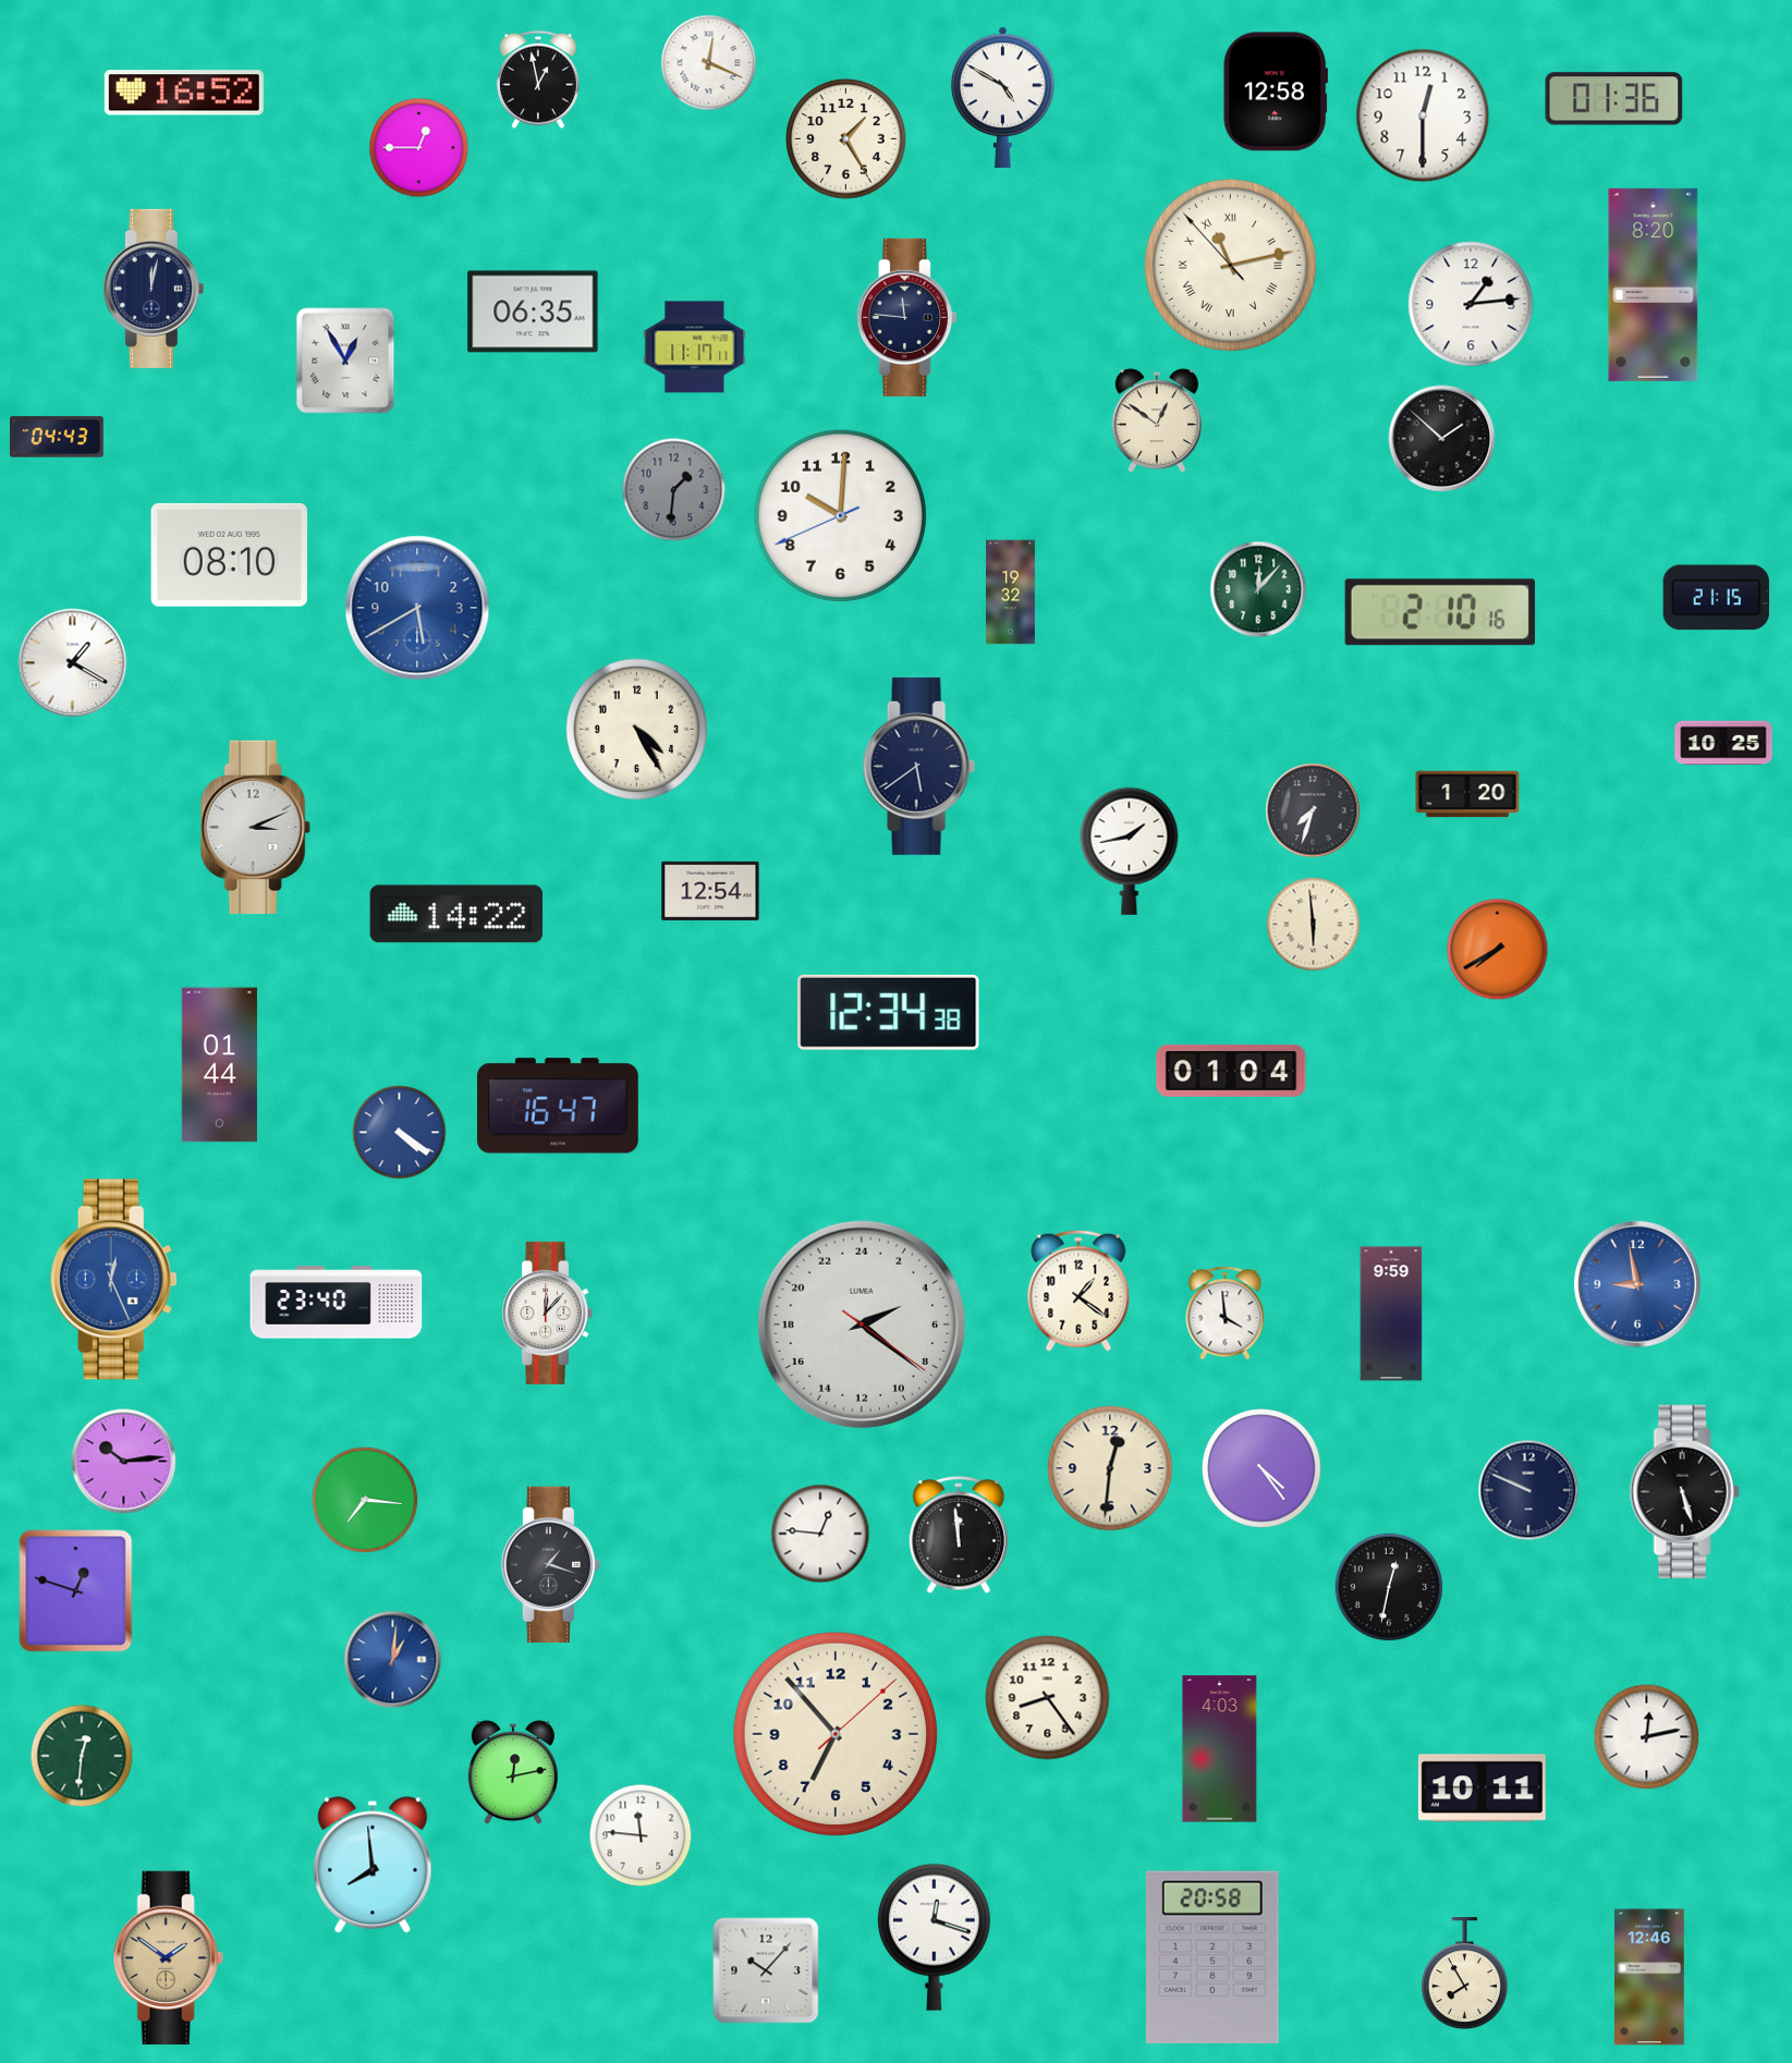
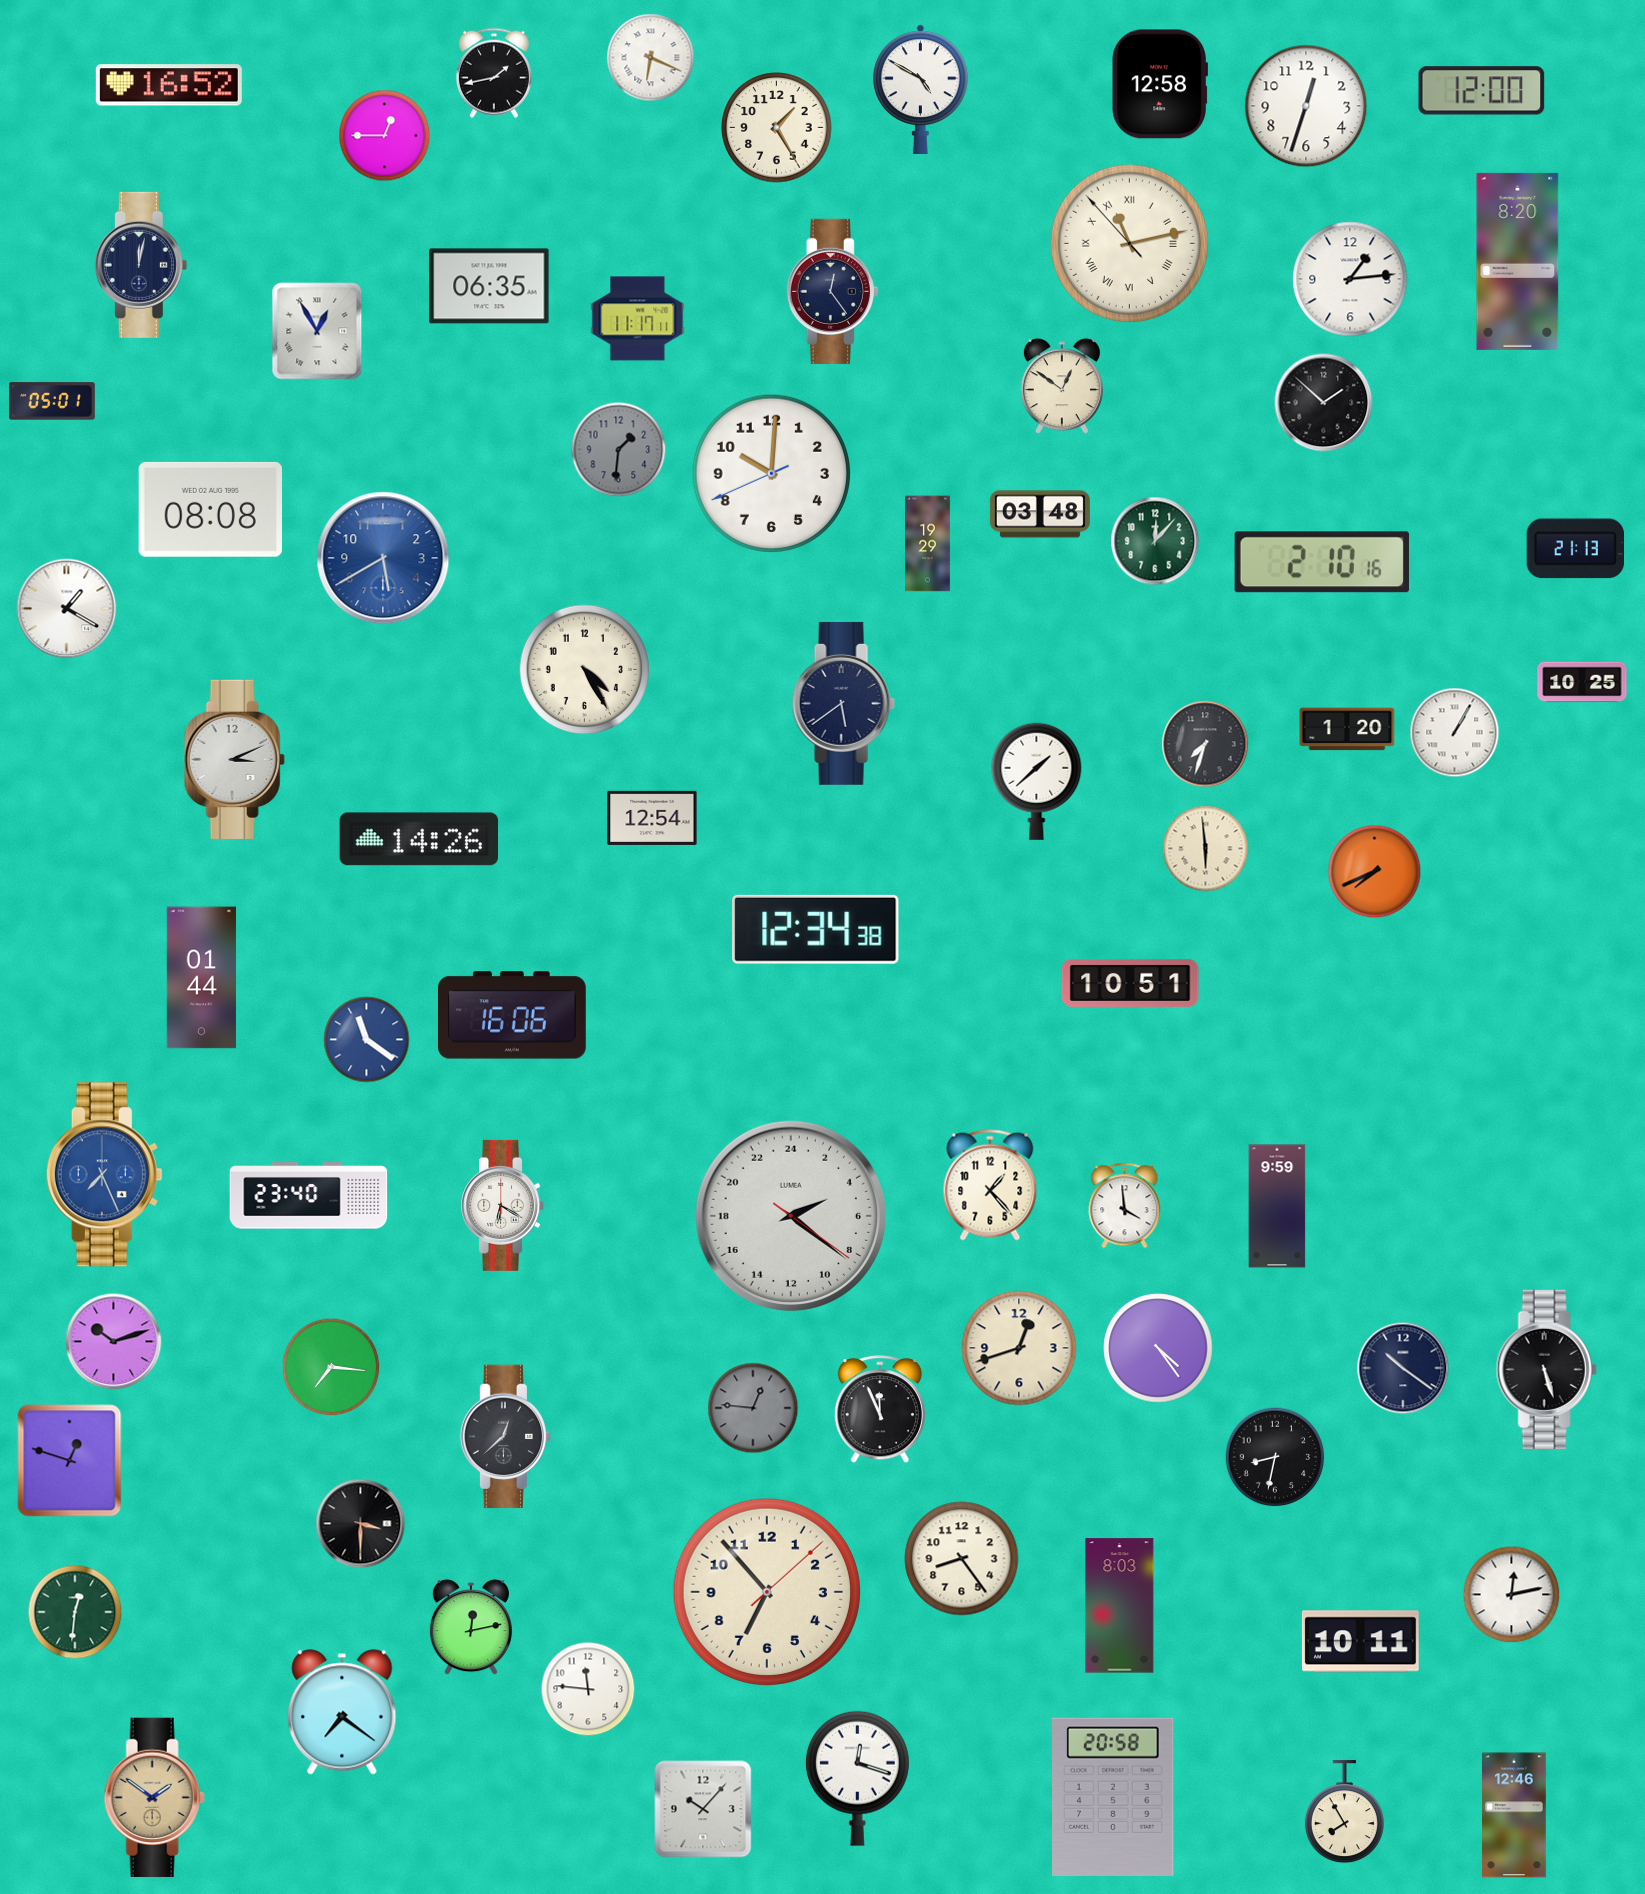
clock at (709, 63): 12:19 -> 6:19
clock at (538, 80): 12:58 -> 1:43
clock at (1276, 91) position: (1276, 91) -> (1160, 84)
clock at (1614, 99): 01:36 -> 12:00
clock at (1423, 115): 12:30 -> 12:33
clock at (906, 317): 11:46 -> 12:24
clock at (57, 437): 04:43 -> 05:01
clock at (229, 554): 08:10 -> 08:08
clock at (1040, 514): none -> 03:48
clock at (1011, 593): 19:32 -> 19:29
clock at (1716, 598): 21:15 -> 21:13
clock at (1455, 733): none -> 1:05
clock at (1130, 851): 1:43 -> 1:38
clock at (456, 914): 14:22 -> 14:26
clock at (1498, 950): 7:40 -> 7:41
clock at (1231, 1071): 01:04 -> 10:51
clock at (558, 1106): 16:47 -> 16:06
clock at (400, 1133): 4:21 -> 11:21
clock at (113, 1280): 12:26 -> 7:26
clock at (1638, 1285): 8:58 -> none
clock at (1078, 1291): 1:21 -> 1:23
clock at (548, 1313): 12:07 -> 6:20
clock at (124, 1462): 10:14 -> 10:12
clock at (1110, 1468): 12:31 -> 12:42
clock at (1528, 1490): 9:49 -> 10:21
clock at (365, 1500) position: (365, 1500) -> (331, 1367)
clock at (820, 1534) dial: white -> grey
clock at (958, 1536): 11:59 -> 11:56
clock at (551, 1565): 1:18 -> 12:38
clock at (1389, 1587): 12:32 -> 8:32
clock at (393, 1660): 1:01 -> 3:30
clock at (393, 1660) dial: blue -> black
clock at (1220, 1749): 4:03 -> 8:03
clock at (641, 1835) position: (641, 1835) -> (588, 1689)
clock at (373, 1865): 7:59 -> 7:21
